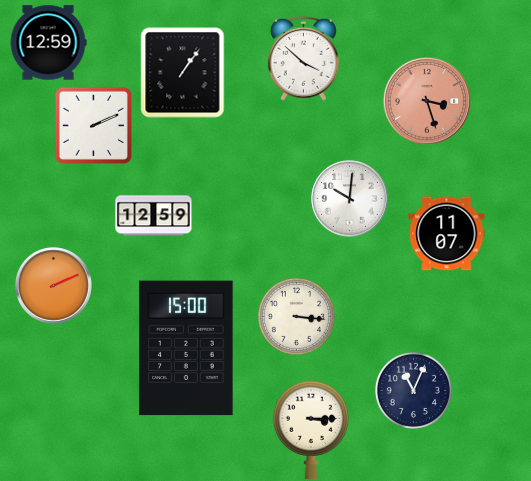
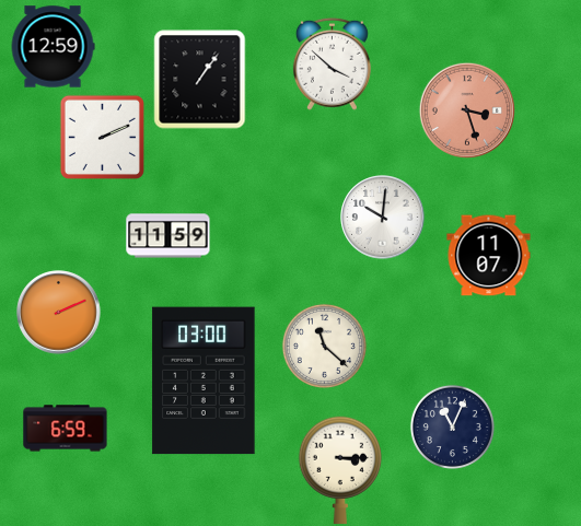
clock at (154, 216): 12:59 -> 11:59
clock at (296, 316): 3:16 -> 11:22
clock at (186, 348): 15:00 -> 03:00
clock at (66, 429): none -> 6:59
